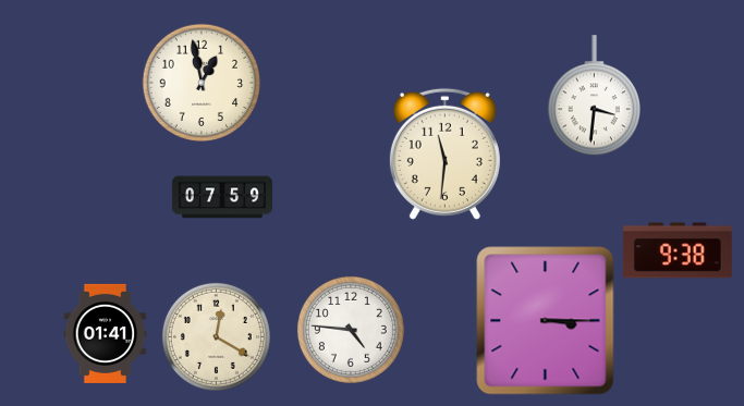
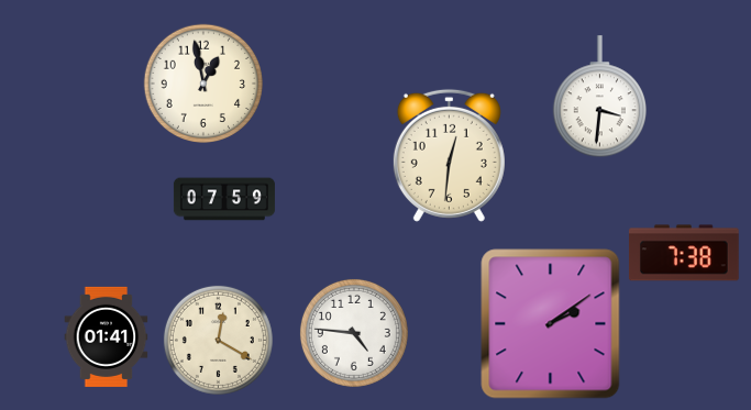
clock at (444, 153): 11:31 -> 12:31
clock at (678, 250): 9:38 -> 7:38
clock at (546, 321): 3:15 -> 2:09
